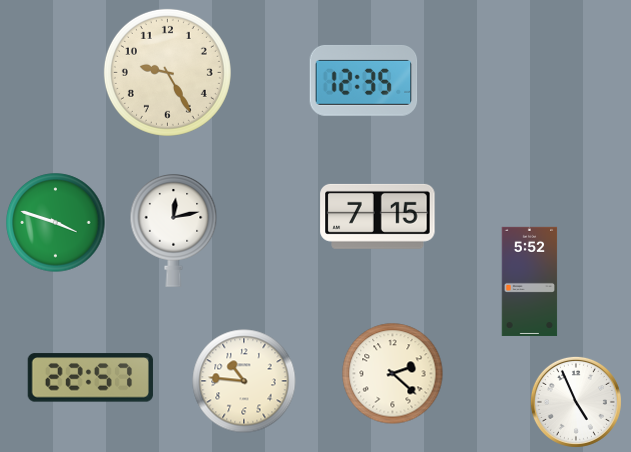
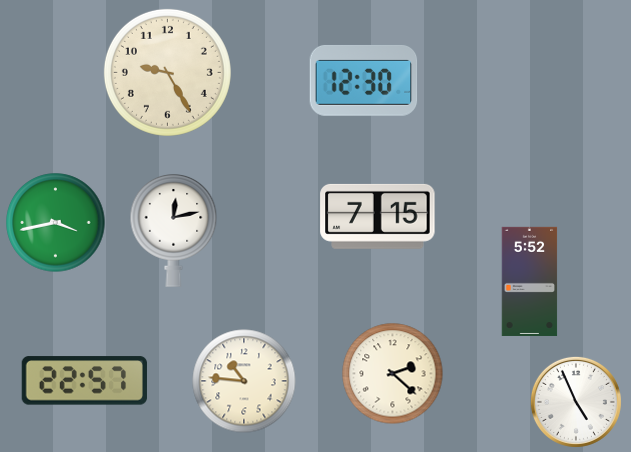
clock at (364, 80): 12:35 -> 12:30
clock at (56, 223): 3:48 -> 3:43
clock at (90, 378) position: (90, 378) -> (84, 381)
